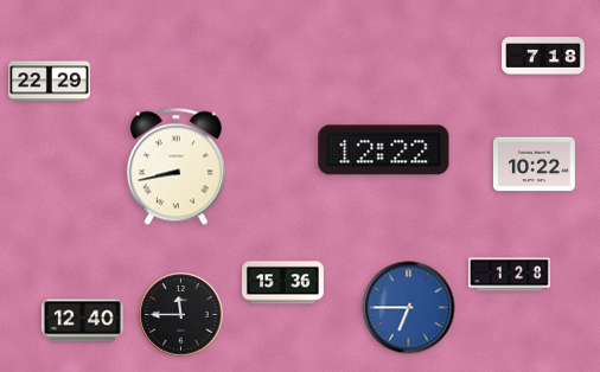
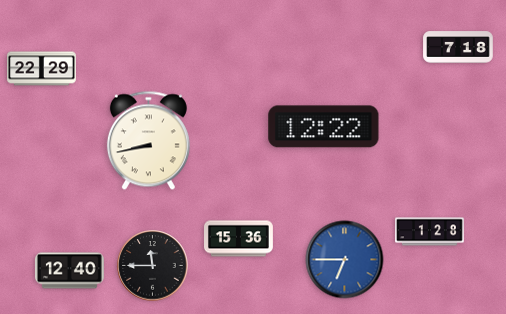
clock at (534, 165): 10:22 -> none
